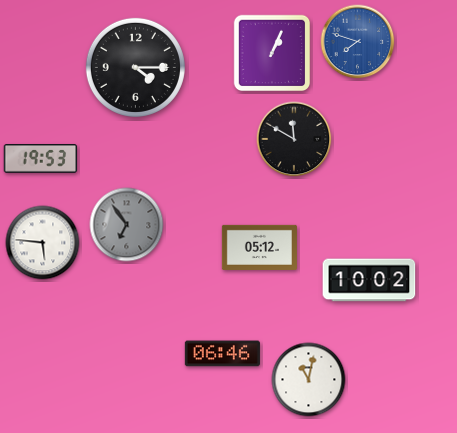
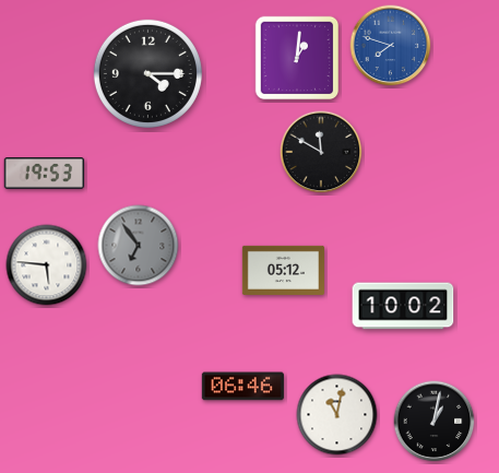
clock at (272, 53): 1:04 -> 1:01
clock at (435, 422): none -> 1:02
